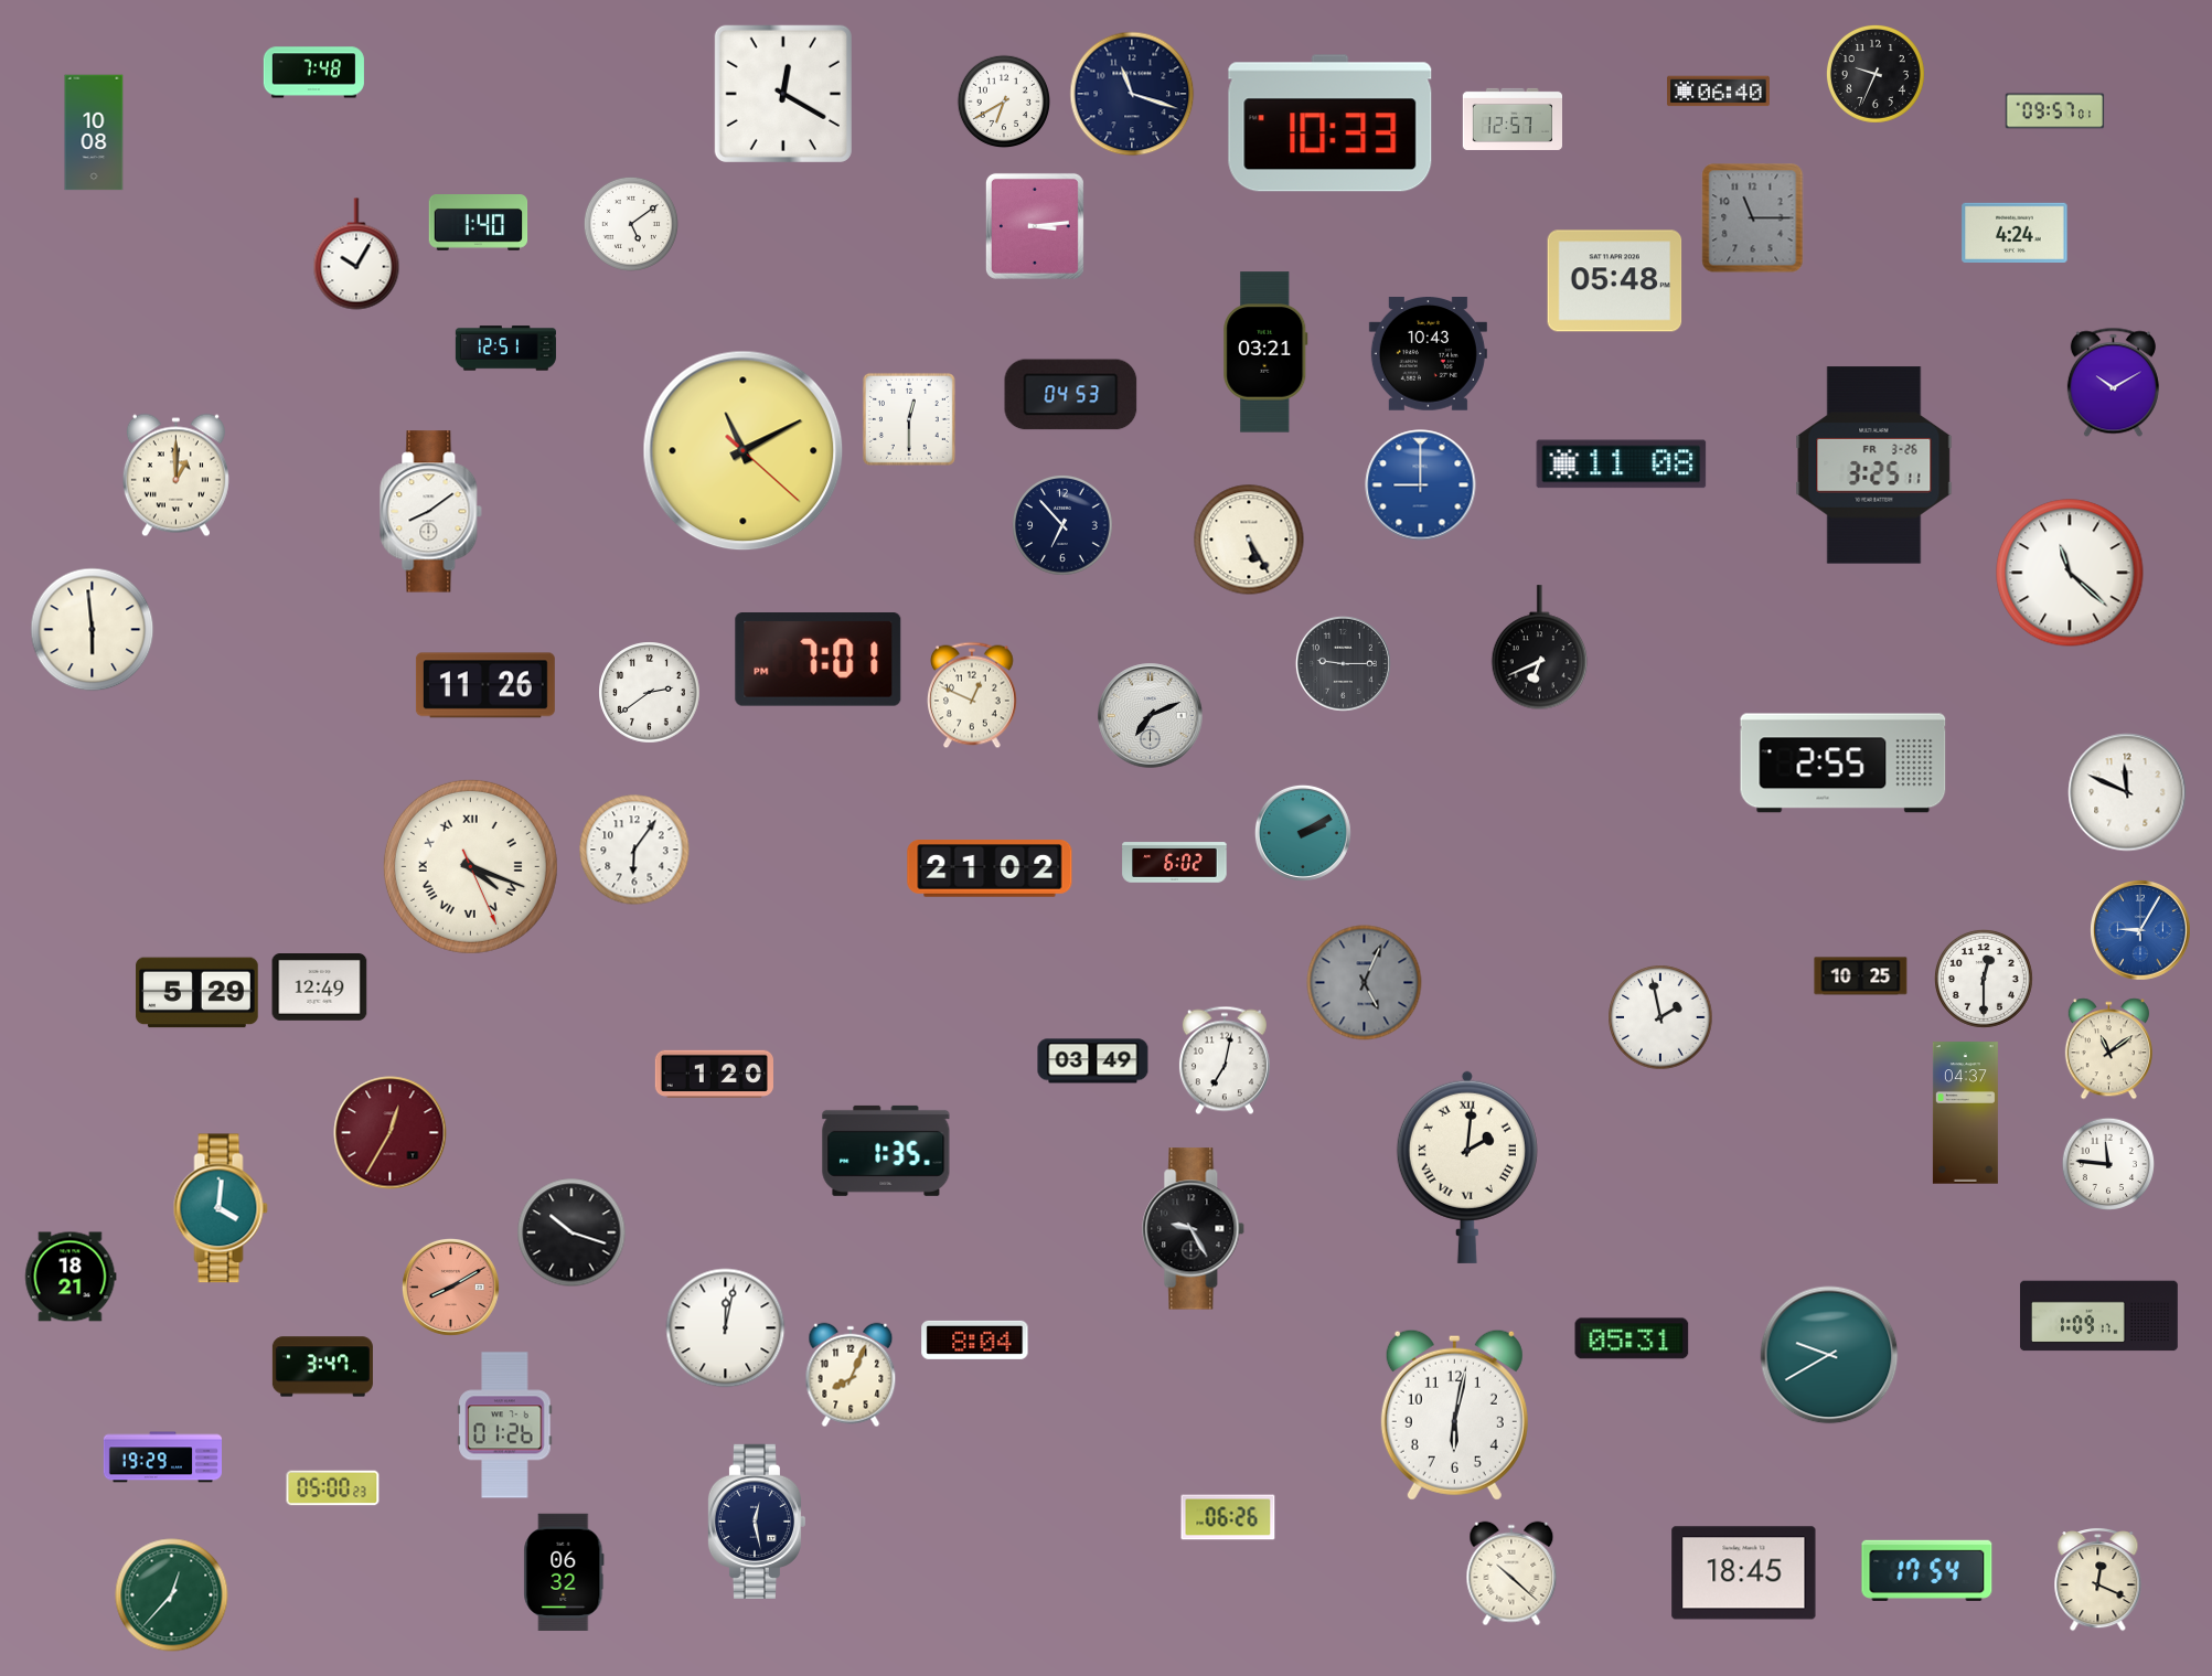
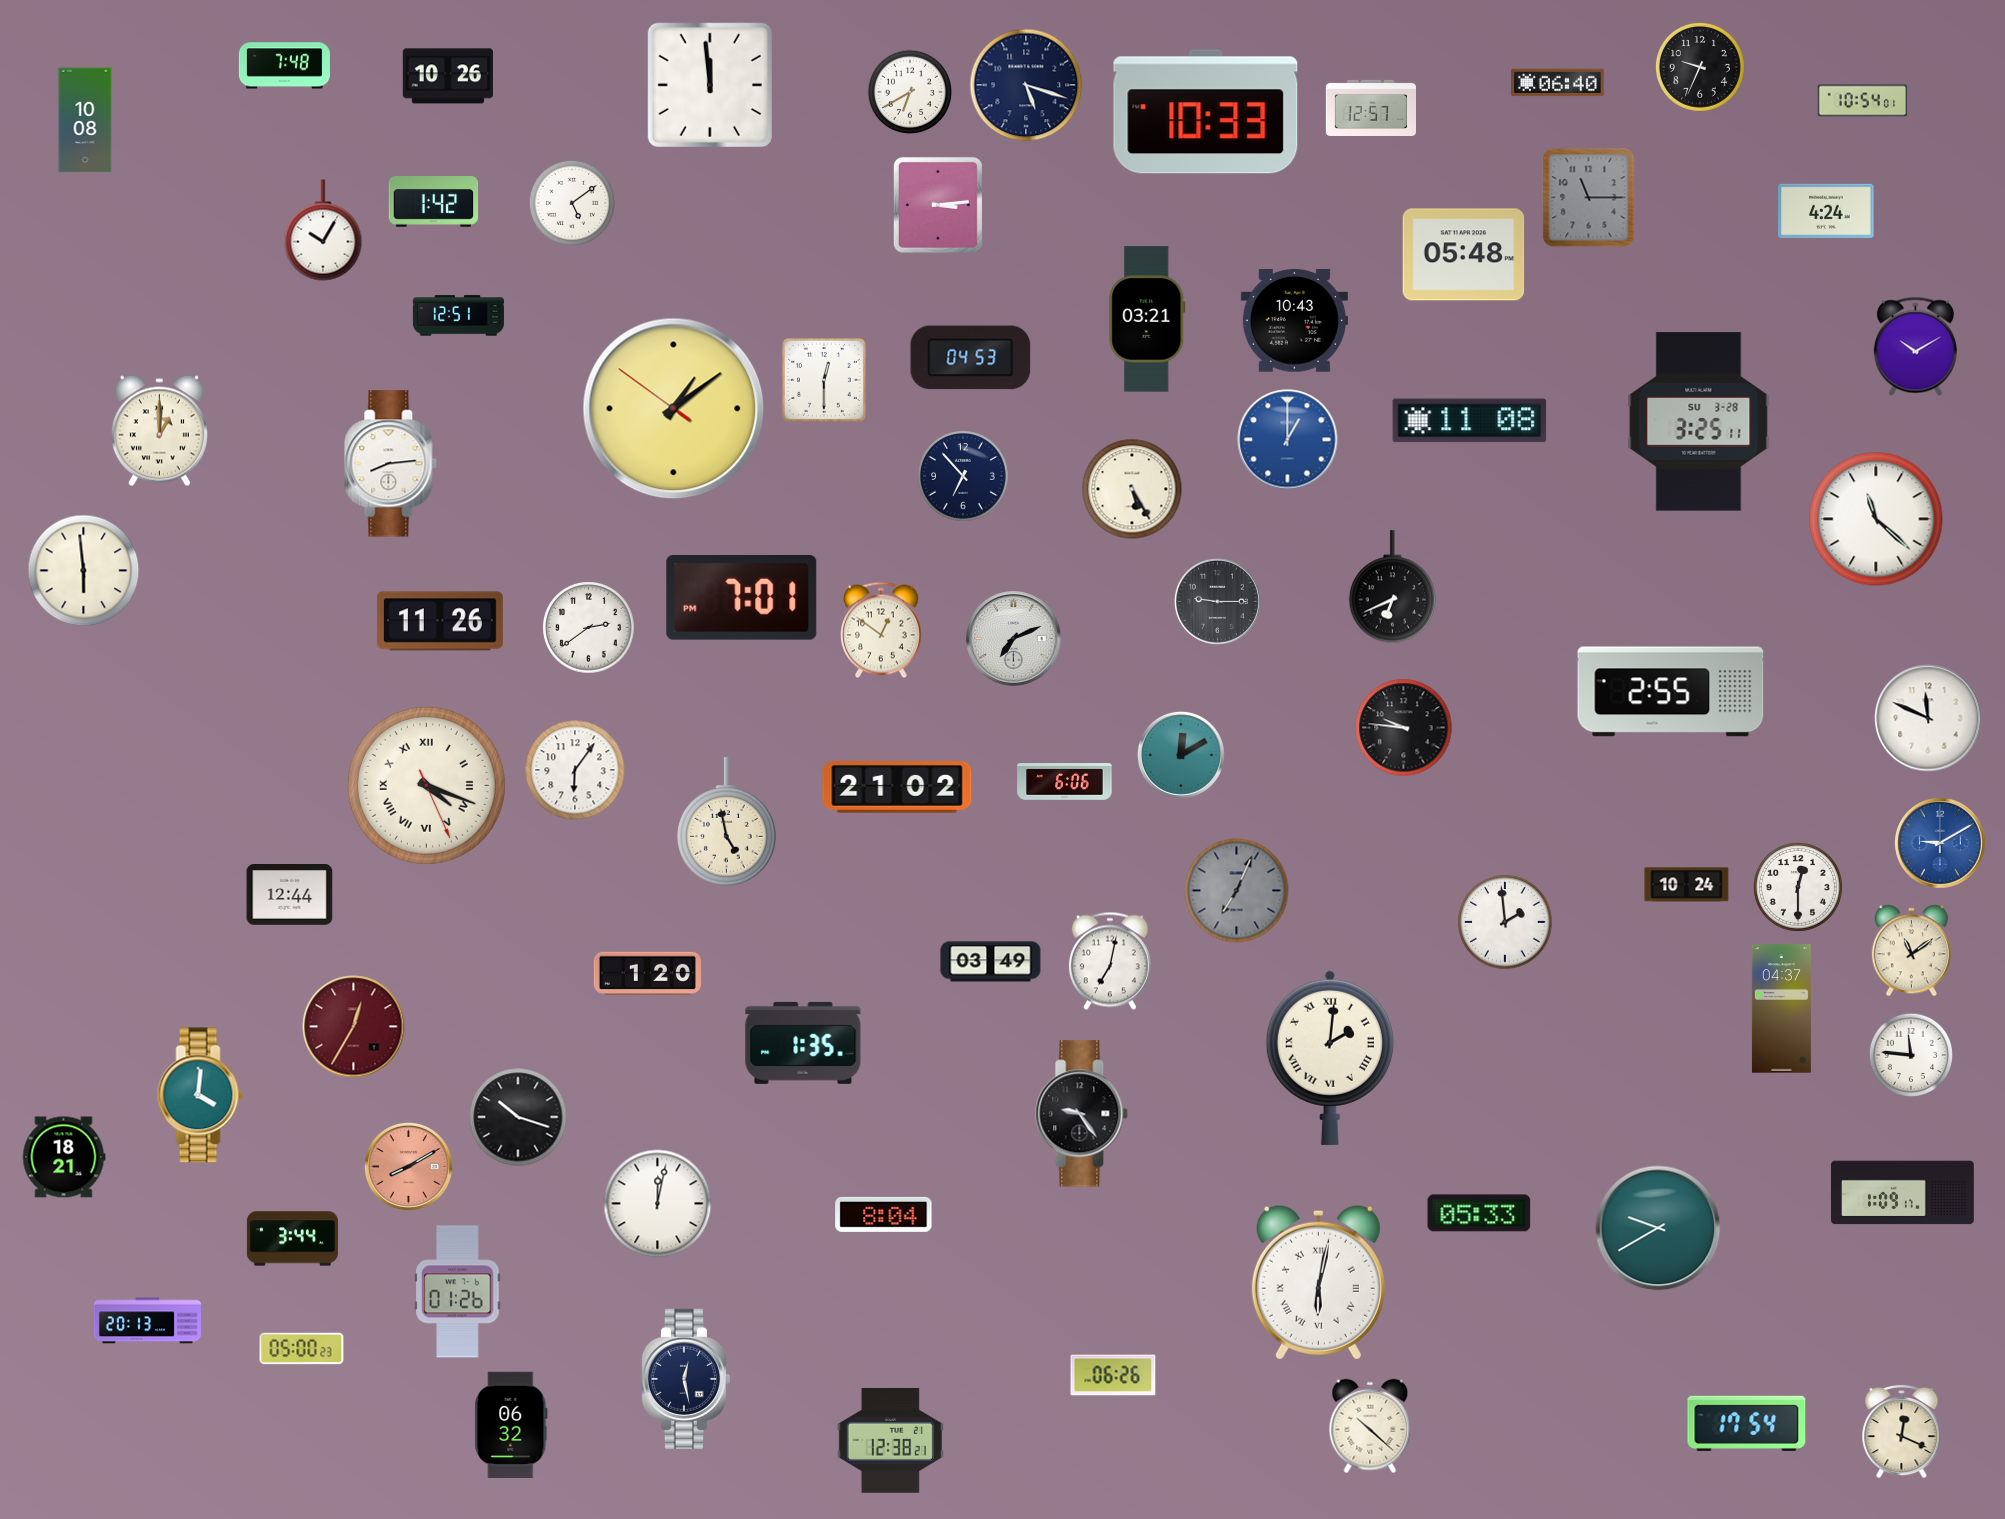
clock at (448, 76): none -> 10:26
clock at (783, 94): 12:20 -> 11:59
clock at (1132, 94): 11:18 -> 5:18
clock at (2055, 111): 09:57 -> 10:54
clock at (479, 223): 1:40 -> 1:42
clock at (744, 451): 11:10 -> 1:08
clock at (1874, 466) date: FR 3-26 -> SU 3-28
clock at (1421, 485): 9:00 -> 1:00
clock at (431, 512): 8:09 -> 8:14
clock at (1540, 648) position: (1540, 648) -> (1393, 587)
clock at (973, 695): 12:49 -> 12:51
clock at (1151, 716) position: (1151, 716) -> (1014, 639)
clock at (1404, 728): none -> 9:46
clock at (1303, 833): 2:10 -> 12:10
clock at (1175, 863): 6:02 -> 6:06
clock at (727, 822): none -> 4:58
clock at (2141, 931): 9:05 -> 9:10
clock at (1861, 976): 10:25 -> 10:24
clock at (1365, 983): 5:04 -> 7:04
clock at (320, 988): 12:49 -> 12:44
clock at (197, 993): 5:29 -> none
clock at (1660, 1017): 1:58 -> 1:59
clock at (1194, 1229): 9:25 -> 9:24
clock at (1632, 1338): 05:31 -> 05:33
clock at (322, 1367): 3:47 -> 3:44
clock at (851, 1375): 8:04 -> none
clock at (1454, 1415) numerals: Arabic -> Roman
clock at (162, 1458): 19:29 -> 20:13
clock at (1744, 1573): 18:45 -> none
clock at (890, 1440): none -> 12:38
clock at (172, 1595): 12:37 -> none
